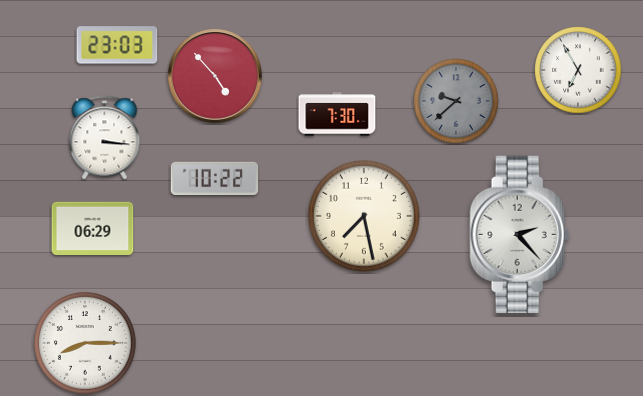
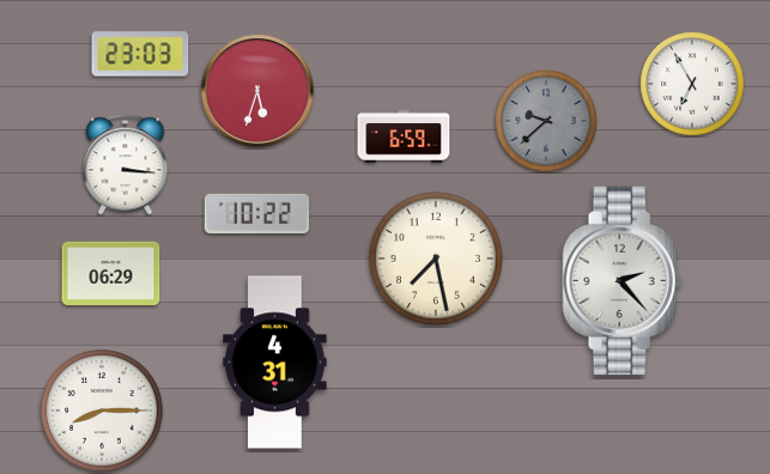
clock at (215, 76): 4:53 -> 5:33
clock at (337, 114): 7:30 -> 6:59
clock at (275, 363): none -> 4:31
